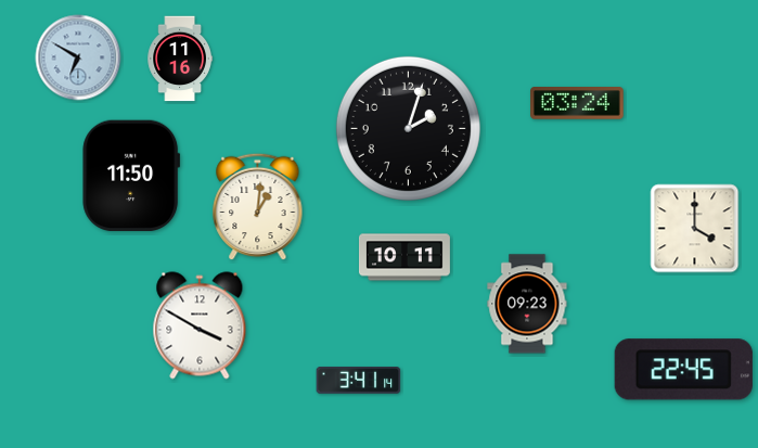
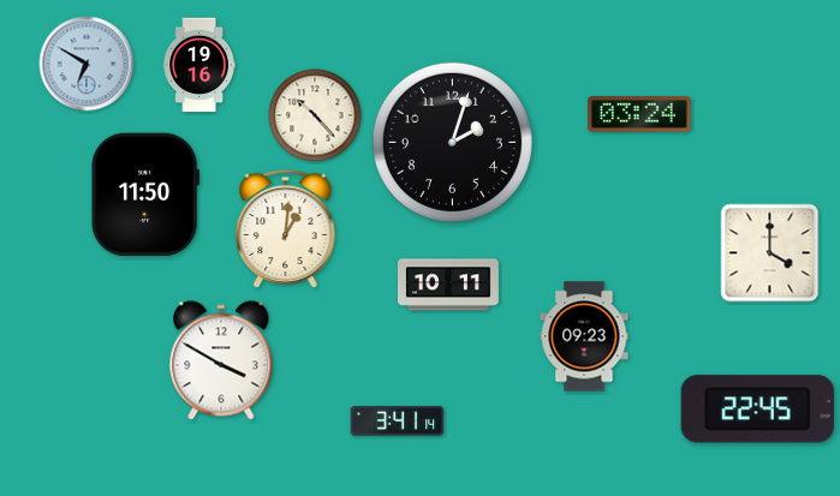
clock at (180, 59): 11:16 -> 19:16
clock at (315, 115): none -> 10:23
